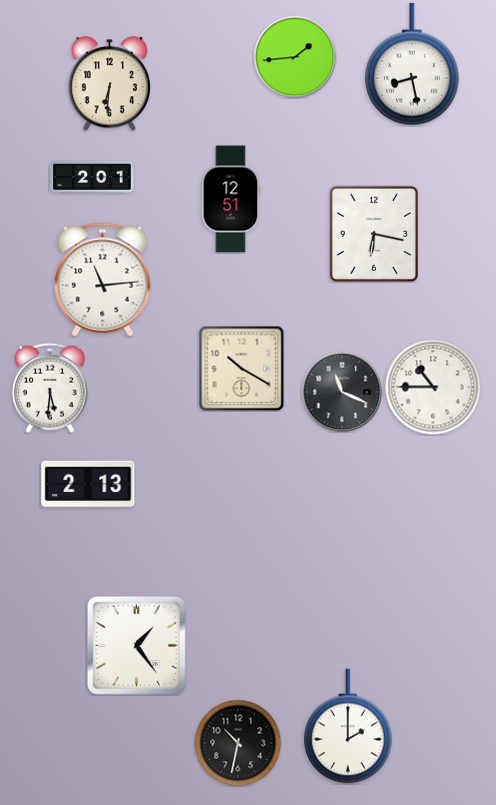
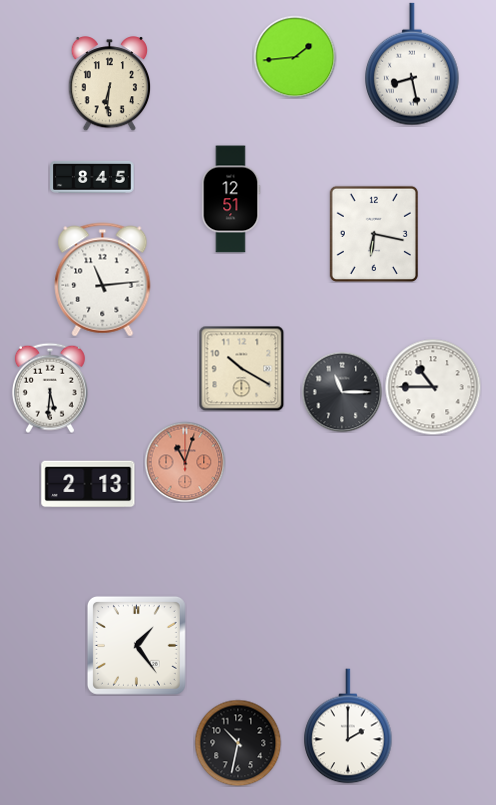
clock at (92, 177): 2:01 -> 8:45
clock at (342, 392): 11:19 -> 11:15
clock at (185, 462): none -> 11:03
